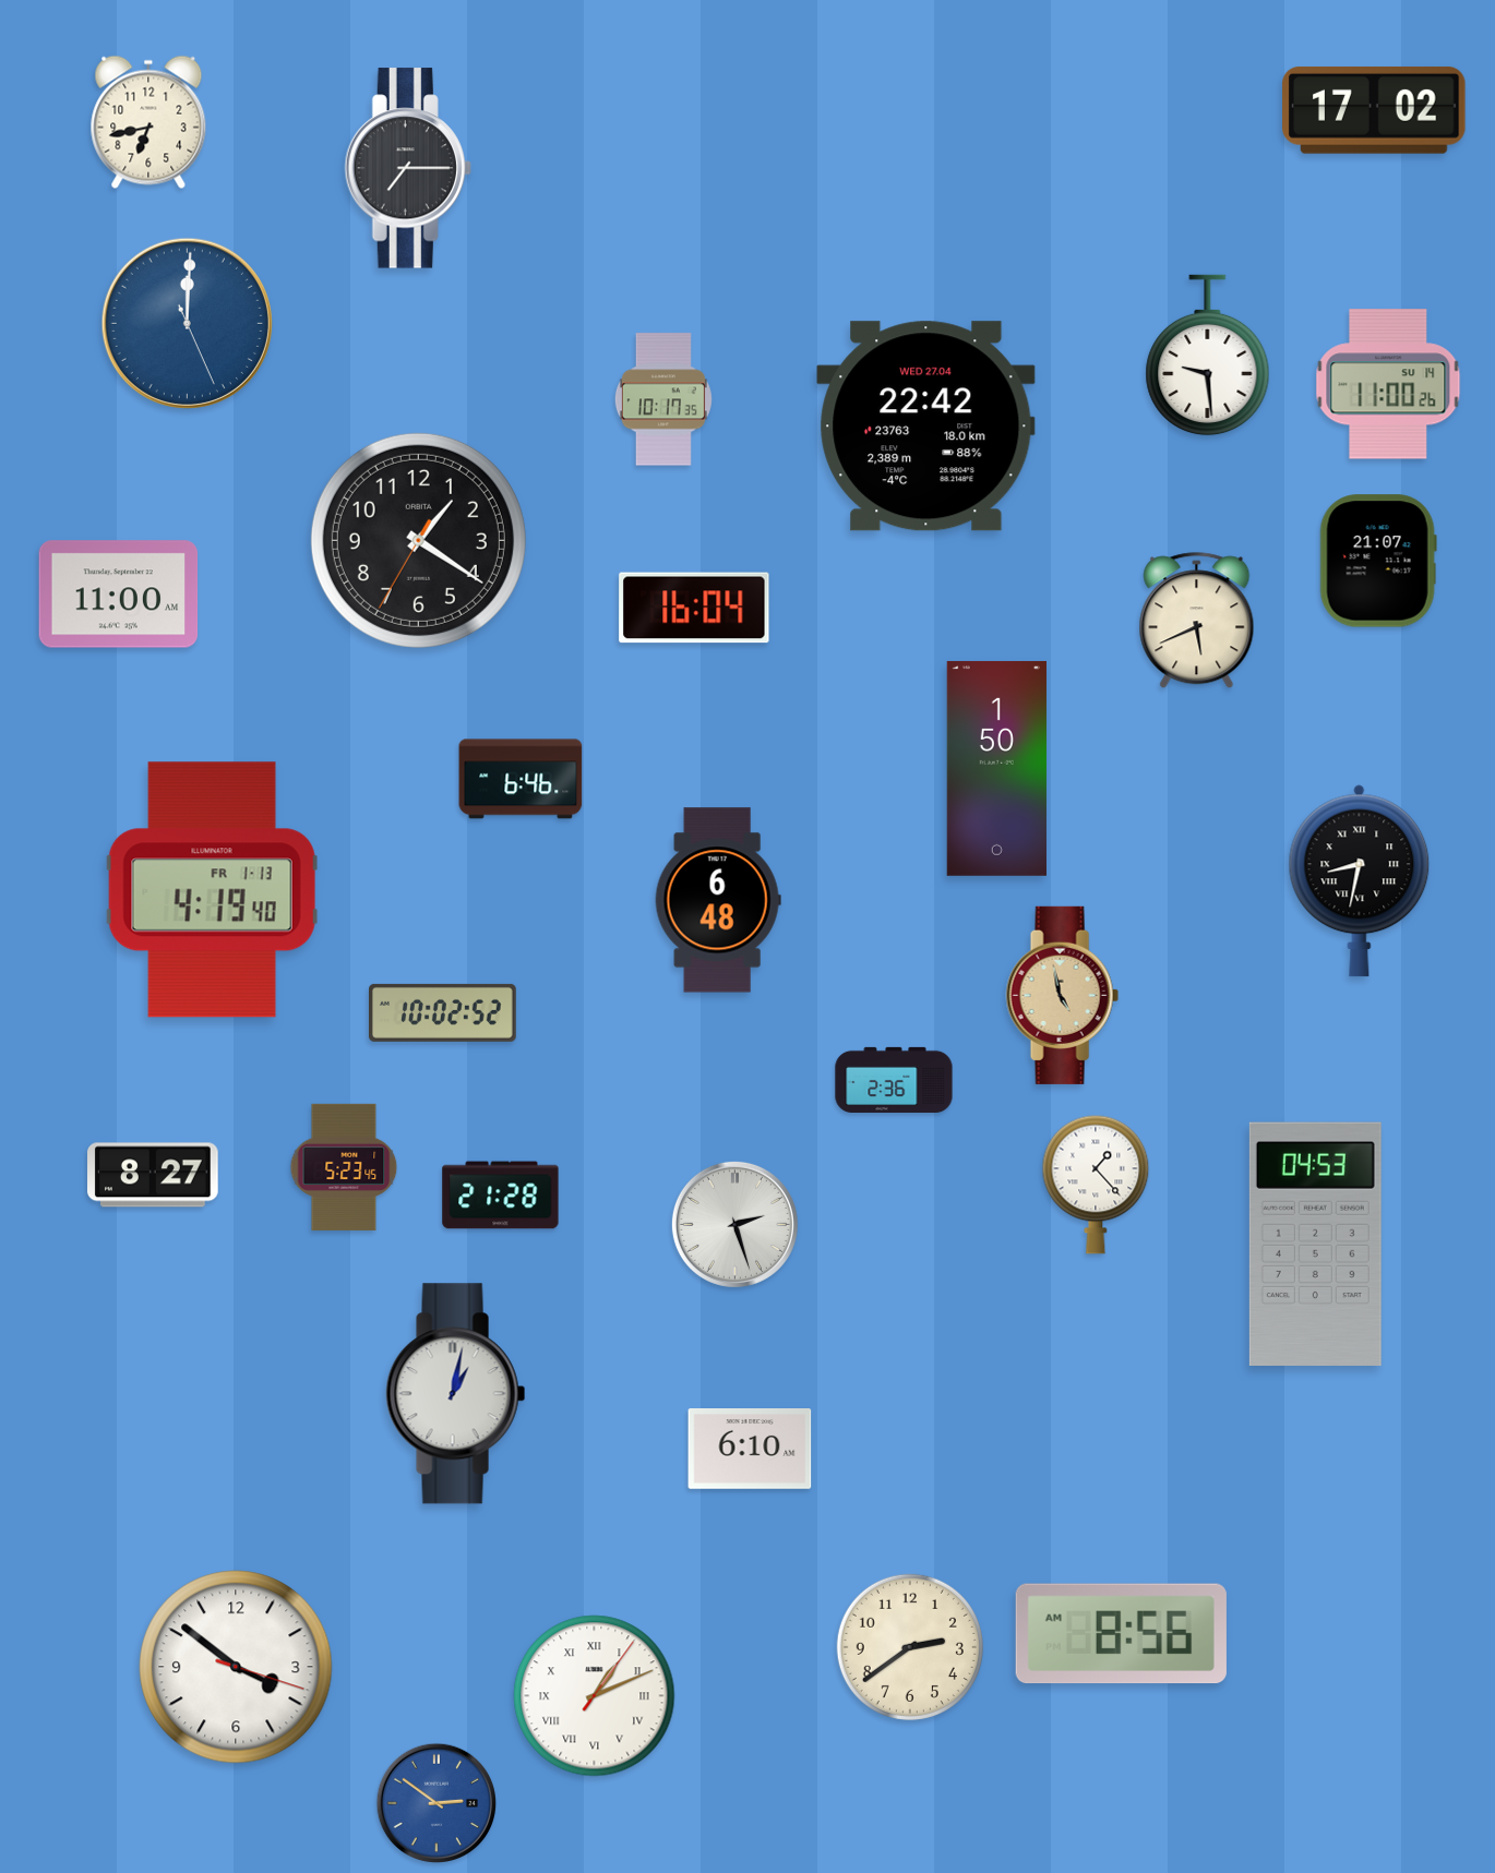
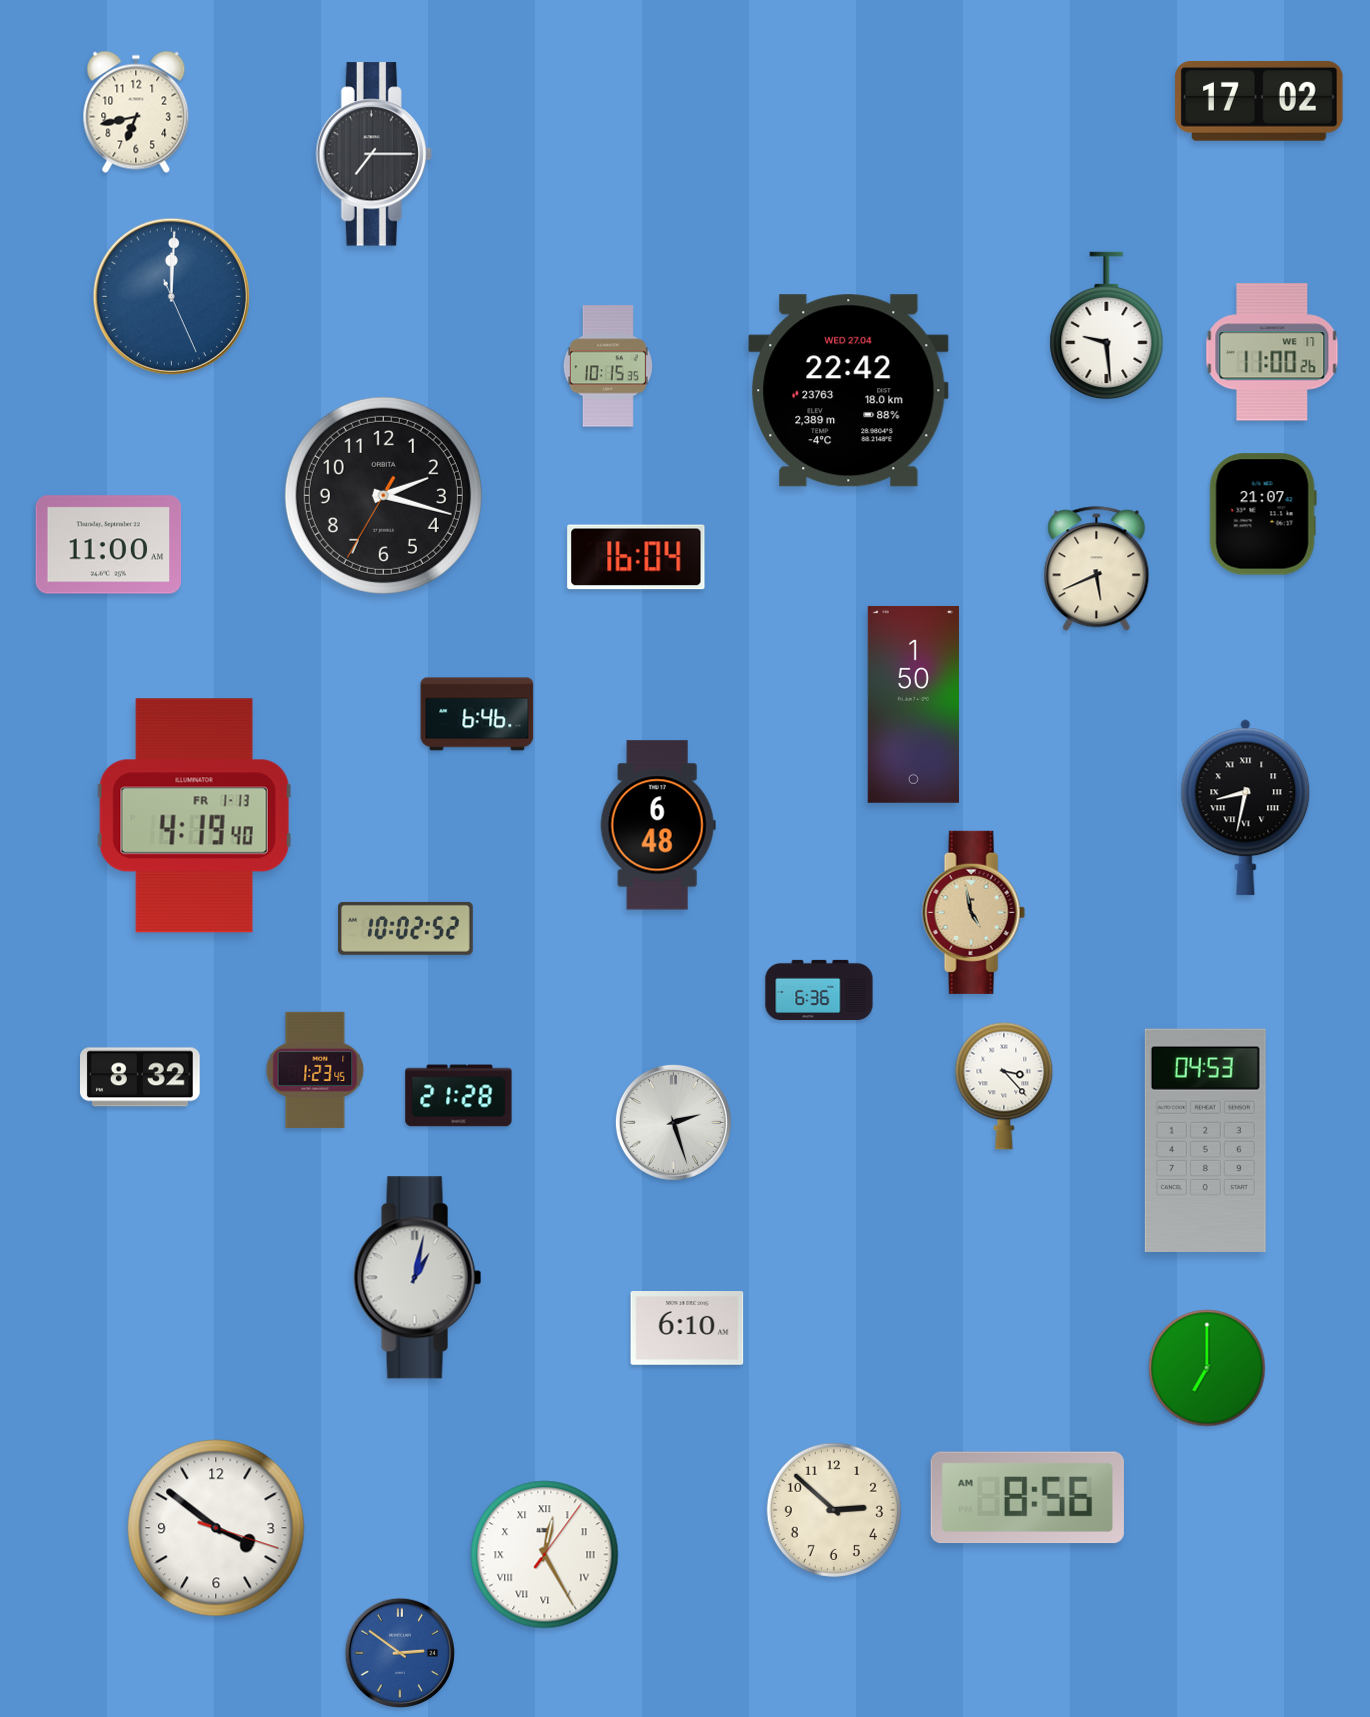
clock at (1388, 384) date: SU 14 -> WE 17
clock at (663, 399): 10:17 -> 10:15
clock at (418, 540): 1:20 -> 2:17
clock at (894, 1079): 2:36 -> 6:36
clock at (344, 1167): 5:23 -> 1:23
clock at (153, 1175): 8:27 -> 8:32
clock at (1096, 1185): 1:23 -> 3:23
clock at (1207, 1368): none -> 7:00
clock at (910, 1647): 2:39 -> 2:52
clock at (595, 1696): 1:11 -> 12:25
